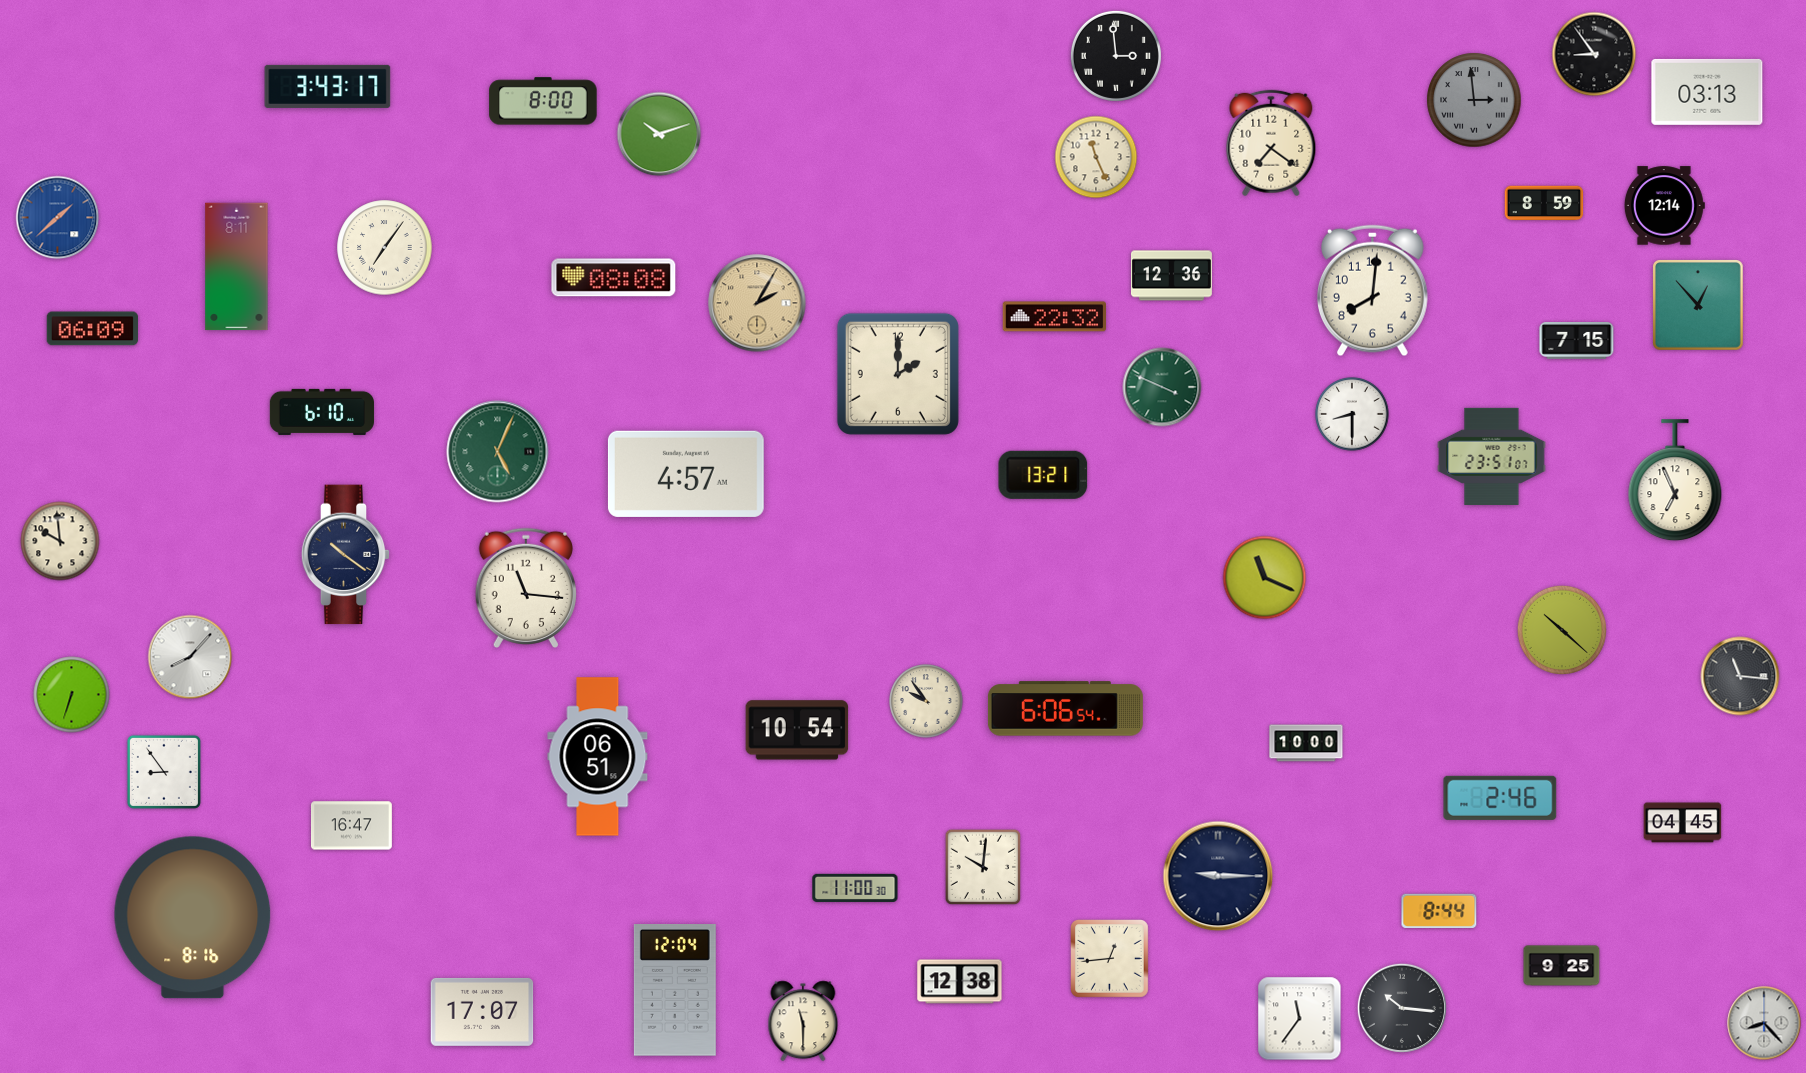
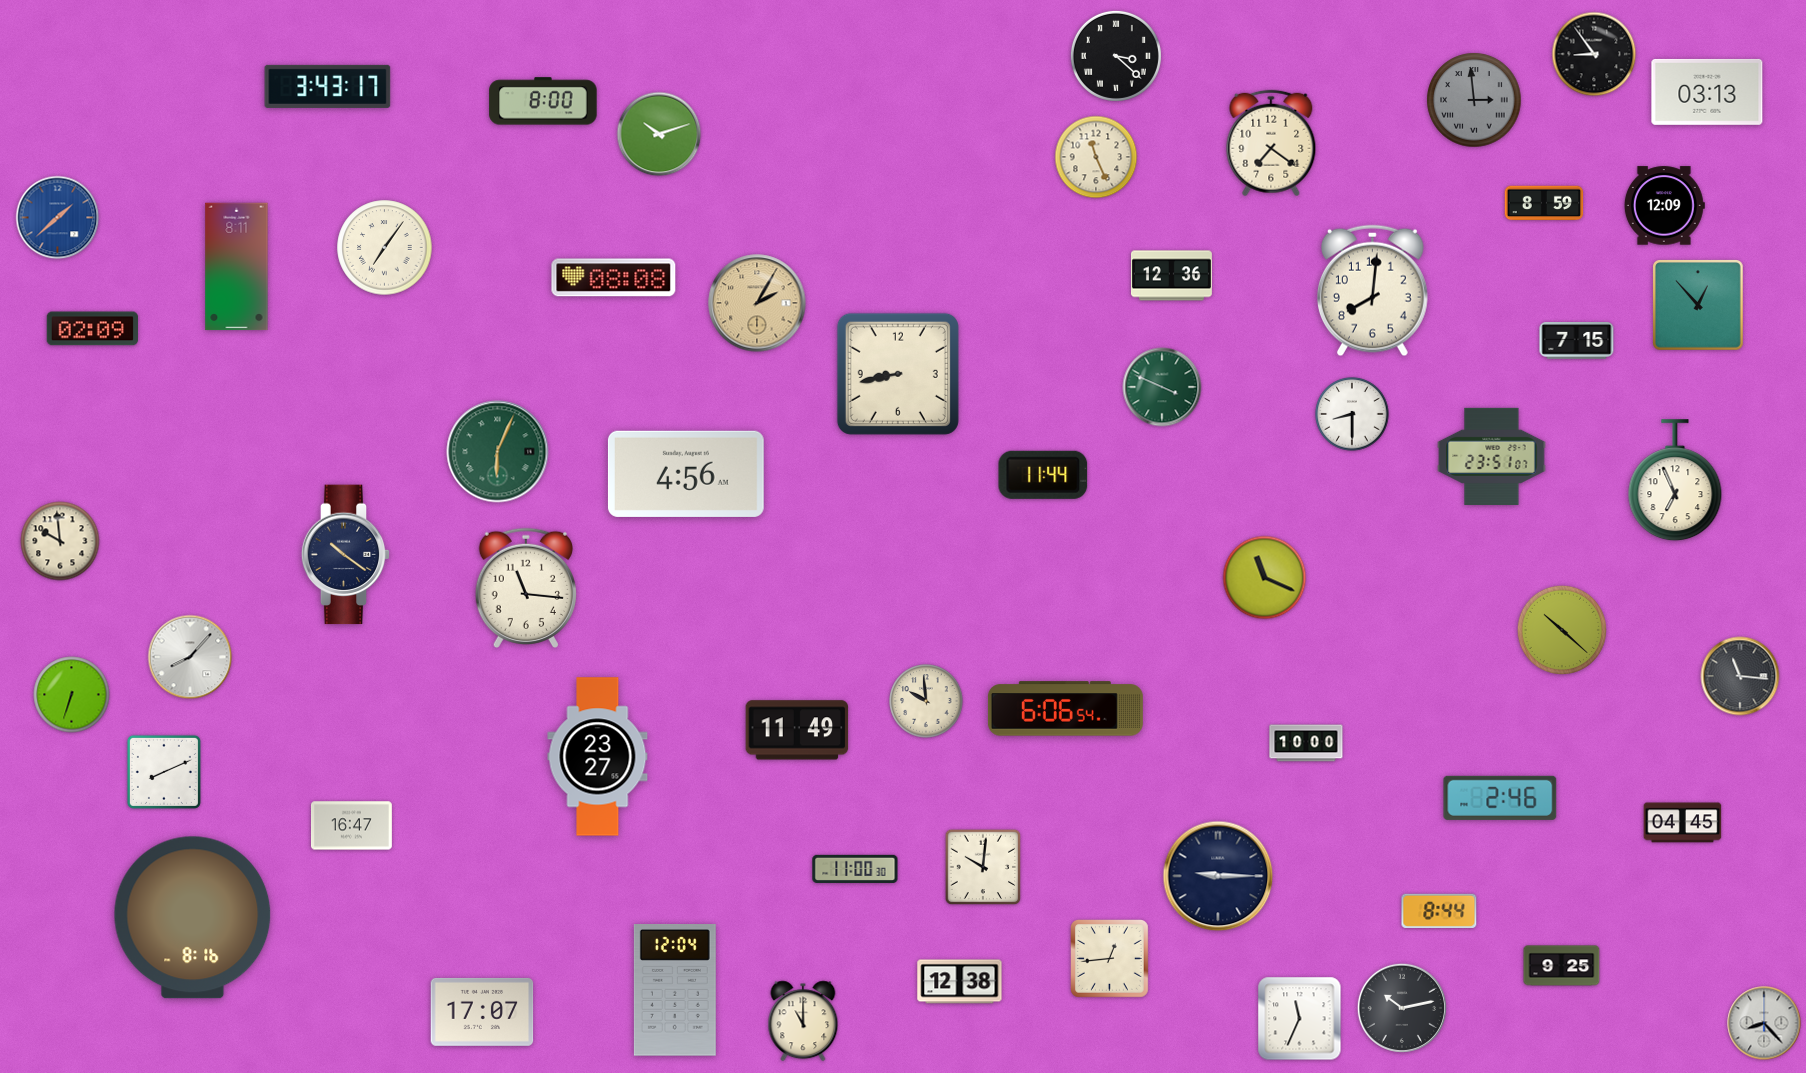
clock at (1116, 56): 2:59 -> 3:22
clock at (1664, 206): 12:14 -> 12:09
clock at (1054, 317): 22:32 -> none
clock at (92, 329): 06:09 -> 02:09
clock at (898, 374): 2:00 -> 8:43
clock at (322, 412): 6:10 -> none
clock at (498, 452): 5:04 -> 6:04
clock at (686, 474): 4:57 -> 4:56
clock at (1043, 475): 13:21 -> 11:44
clock at (926, 701): 9:54 -> 9:59
clock at (797, 730): 10:54 -> 11:49
clock at (598, 757): 06:51 -> 23:27
clock at (164, 772): 8:54 -> 8:11
clock at (855, 888) position: (855, 888) -> (855, 869)
clock at (1402, 1008): 10:16 -> 10:13
clock at (1300, 1019): 11:36 -> 11:34
clock at (803, 1021): 11:30 -> 11:00
